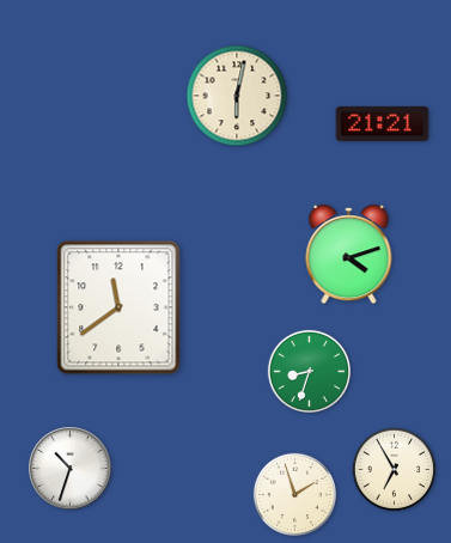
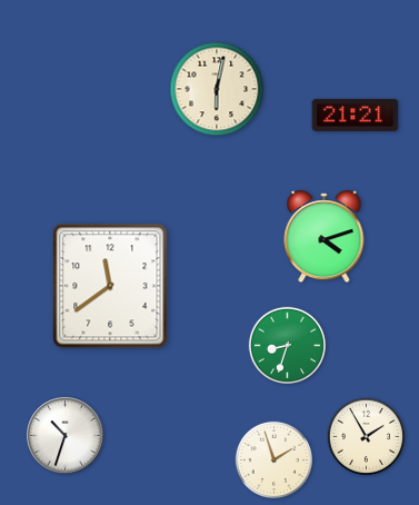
clock at (237, 96) position: (237, 96) -> (217, 89)
clock at (394, 469): 6:55 -> 1:55
